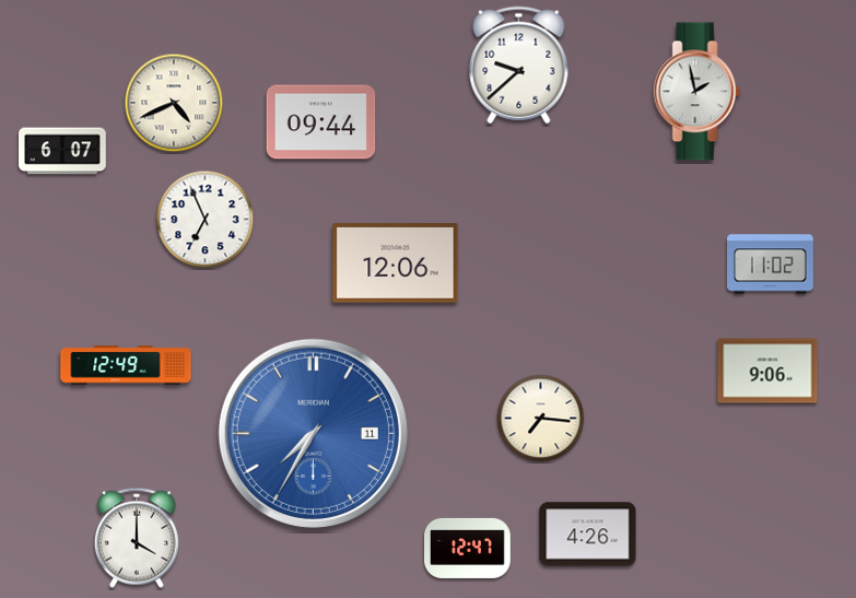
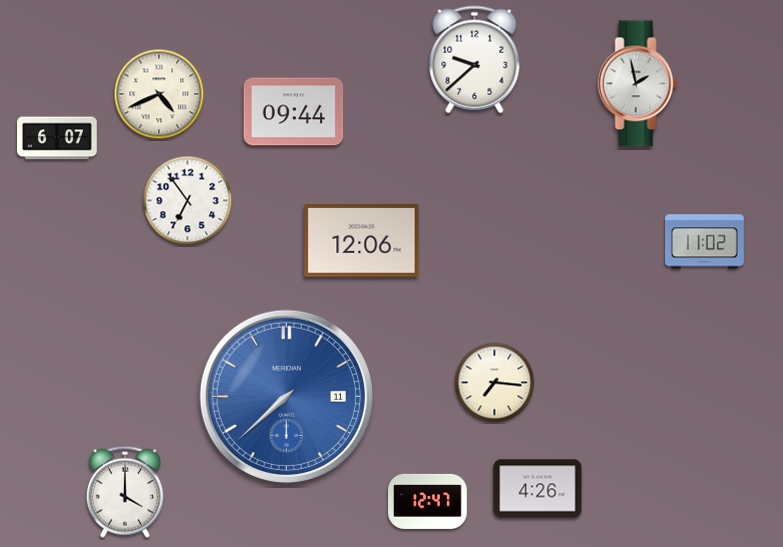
clock at (206, 220): 6:56 -> 6:54
clock at (126, 365): 12:49 -> none
clock at (767, 371): 9:06 -> none
clock at (313, 433): 7:35 -> 7:38
